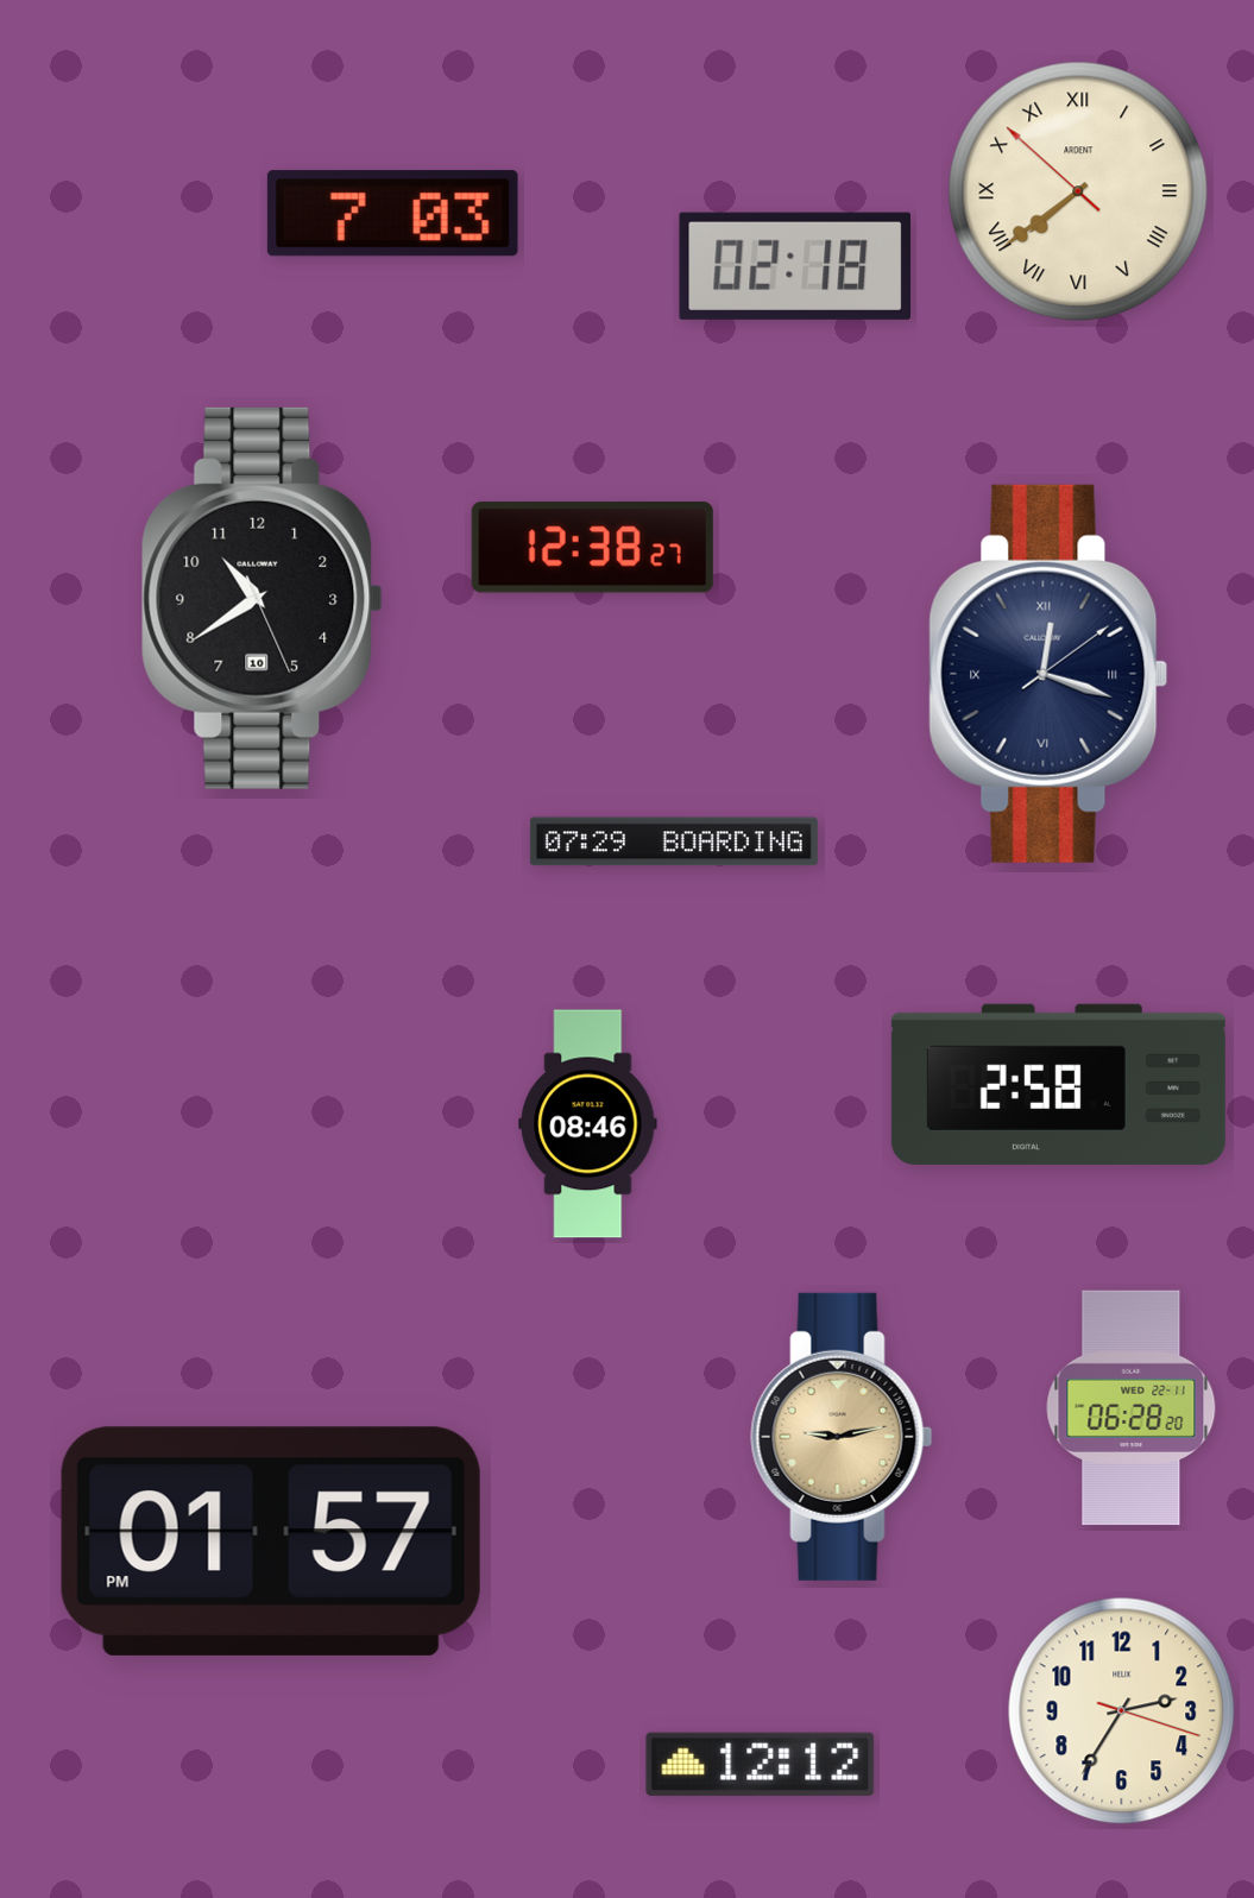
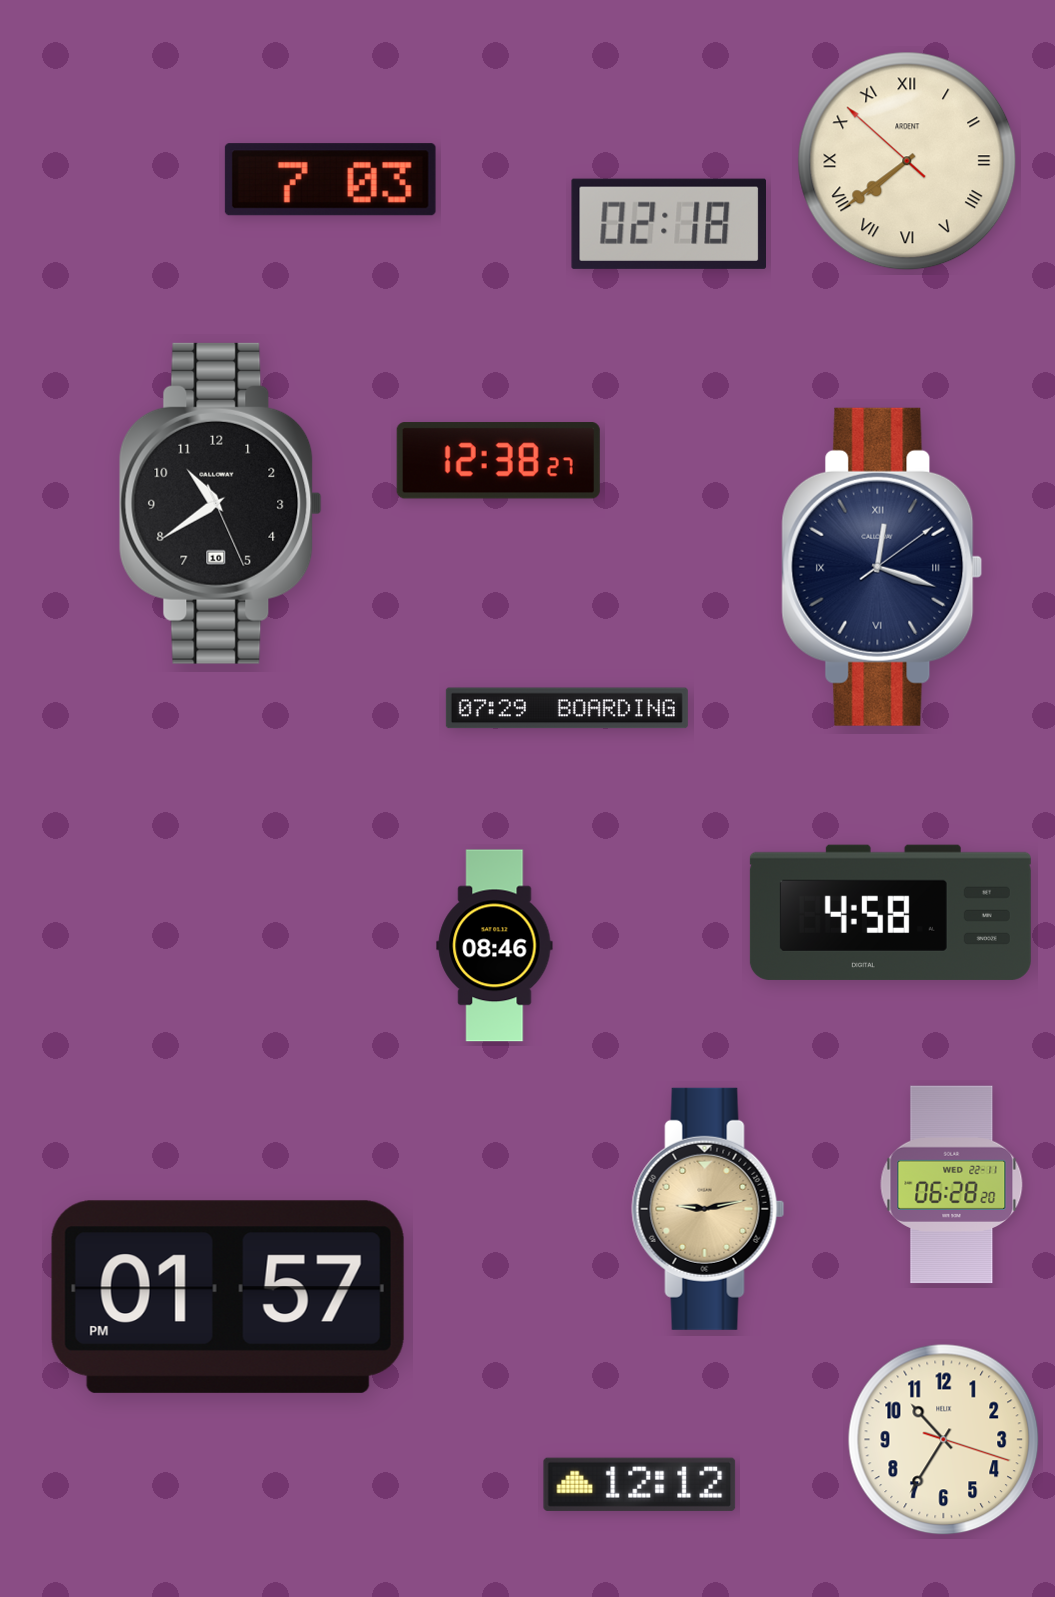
clock at (1058, 1084): 2:58 -> 4:58
clock at (1122, 1711): 2:35 -> 10:35
